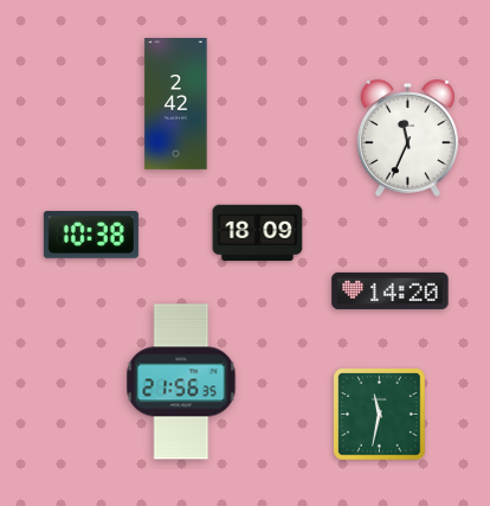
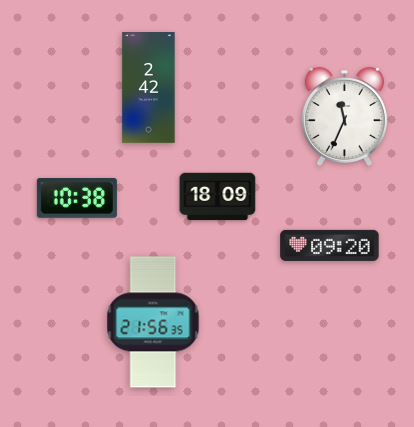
clock at (391, 290): 14:20 -> 09:20
clock at (380, 415): 11:32 -> none
